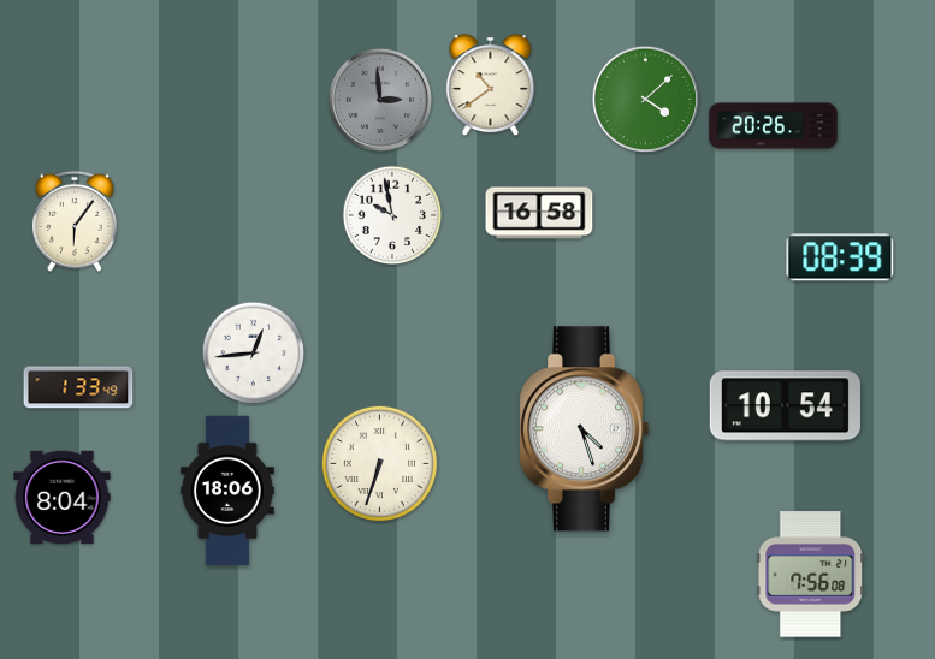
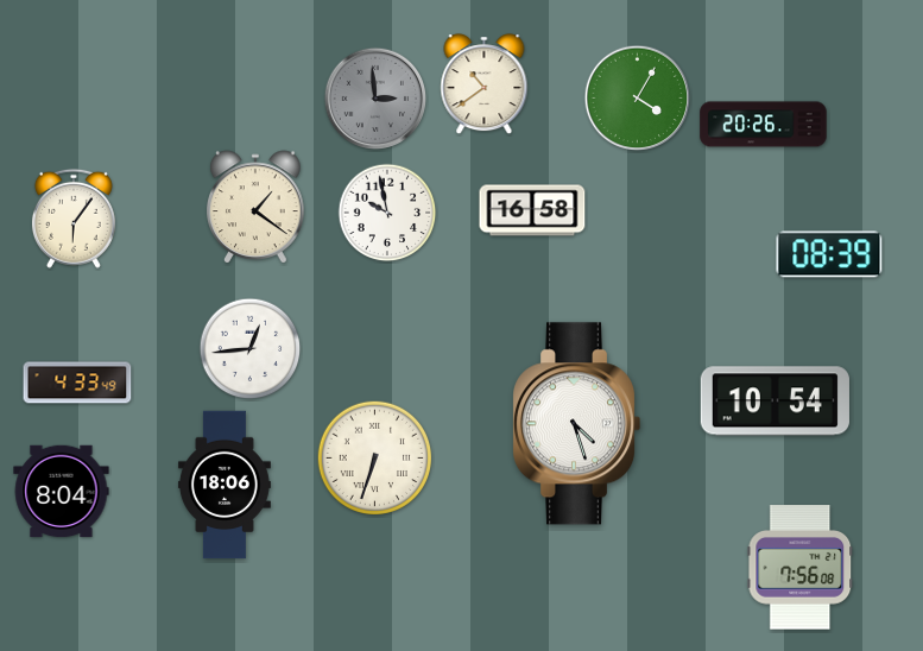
clock at (646, 100): 4:08 -> 4:05
clock at (255, 207): none -> 1:21
clock at (78, 387): 1:33 -> 4:33
